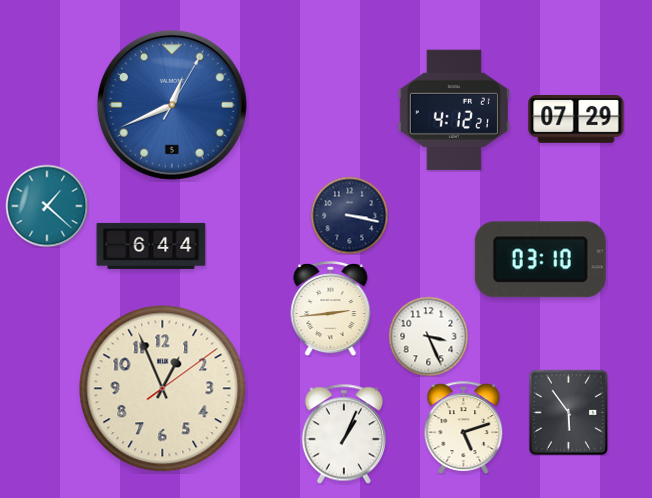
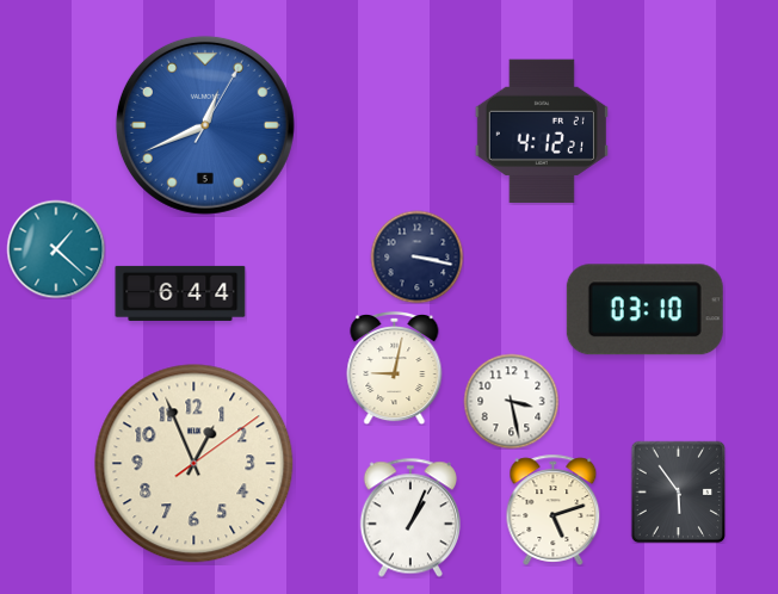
clock at (576, 119): 07:29 -> none
clock at (47, 206) position: (47, 206) -> (56, 249)
clock at (331, 308): 2:44 -> 9:02
clock at (428, 336): 3:26 -> 3:28
